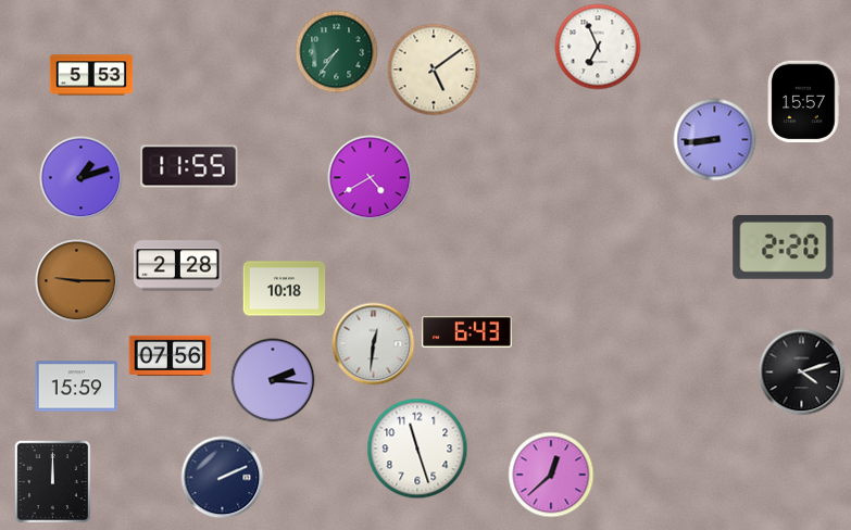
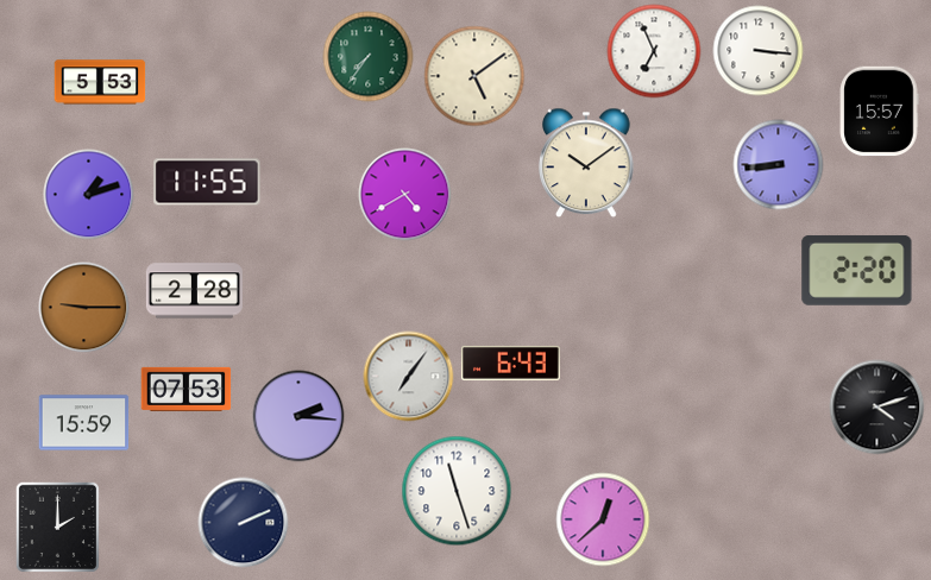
clock at (759, 51): none -> 3:16
clock at (715, 140) position: (715, 140) -> (779, 165)
clock at (586, 163): none -> 10:09
clock at (285, 289): 10:18 -> none
clock at (374, 344): 12:31 -> 7:06
clock at (171, 355): 07:56 -> 07:53
clock at (52, 481): 12:00 -> 2:00
